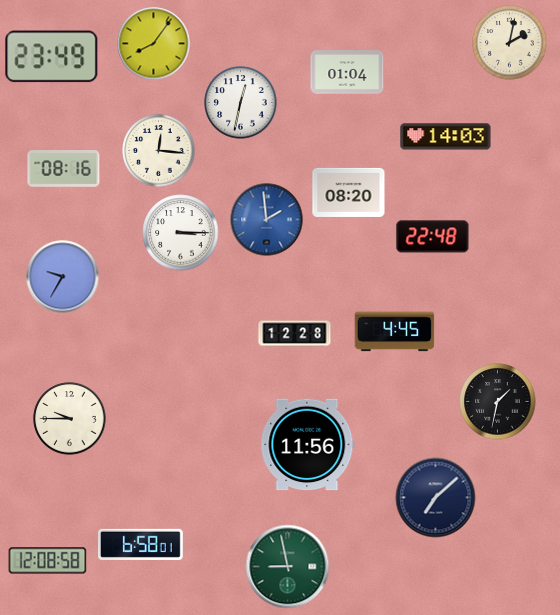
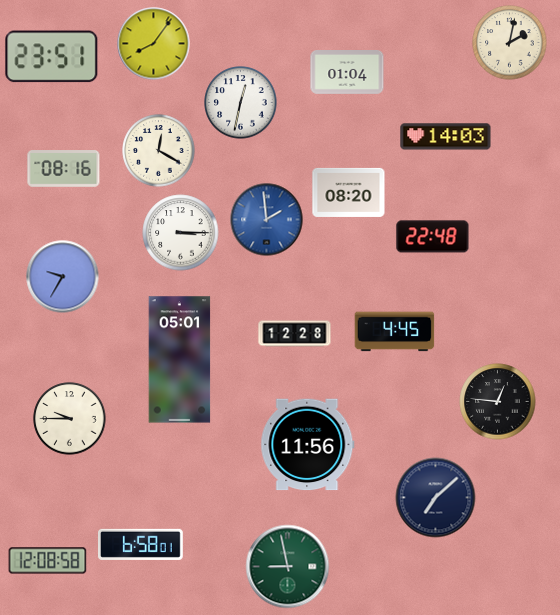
clock at (52, 57): 23:49 -> 23:51
clock at (159, 151): 12:16 -> 12:20
clock at (180, 360): none -> 05:01
clock at (498, 402): 1:32 -> 12:46
